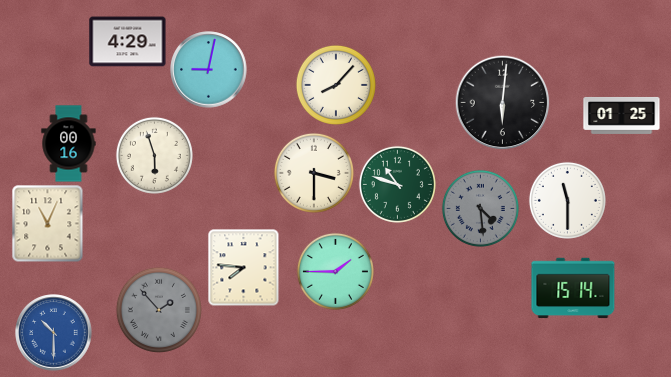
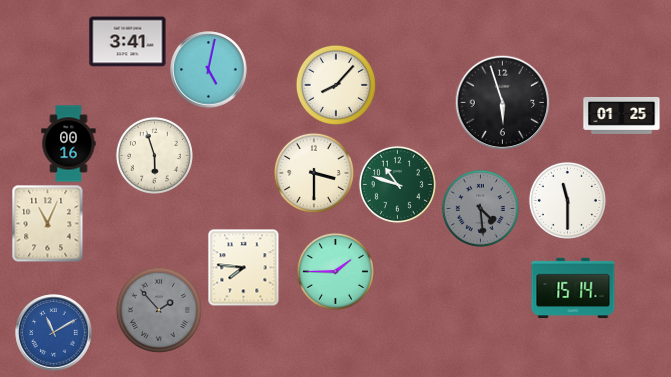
clock at (128, 42): 4:29 -> 3:41
clock at (209, 70): 9:02 -> 5:02
clock at (502, 102): 6:01 -> 5:57
clock at (54, 333): 10:30 -> 11:10
